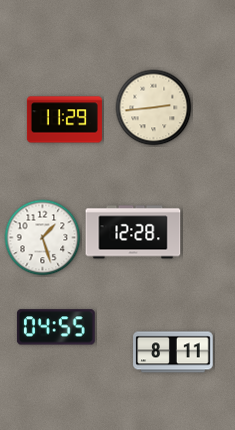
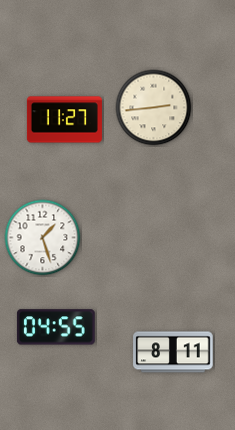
clock at (64, 120): 11:29 -> 11:27
clock at (133, 232): 12:28 -> none
